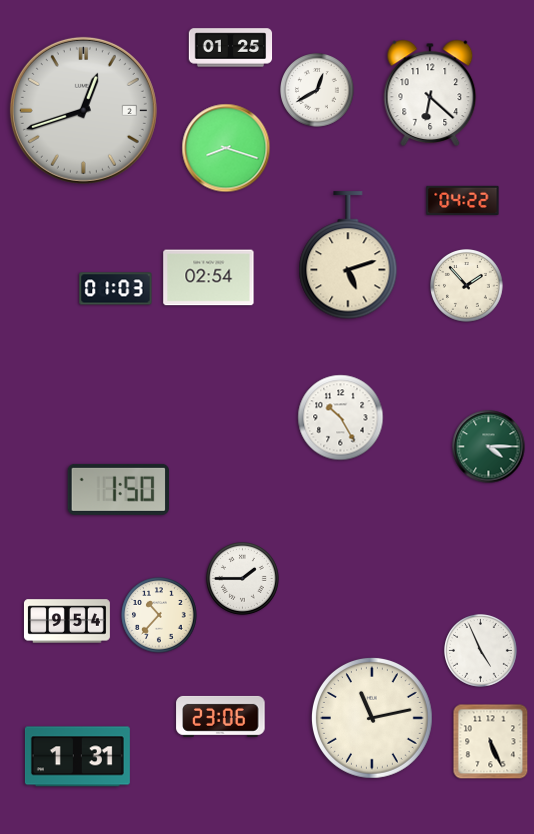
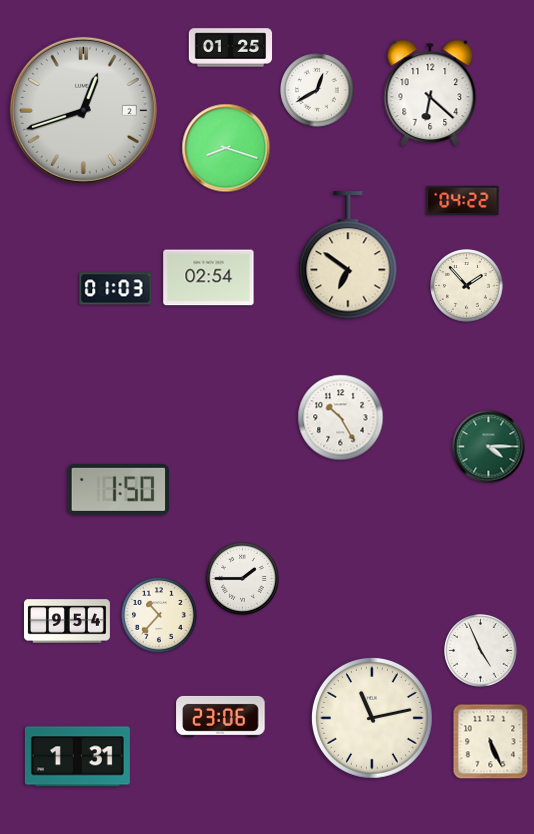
clock at (348, 256): 5:12 -> 6:51
